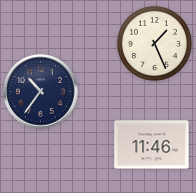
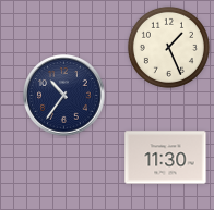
clock at (41, 92) position: (41, 92) -> (64, 96)
clock at (152, 145): 11:46 -> 11:30
